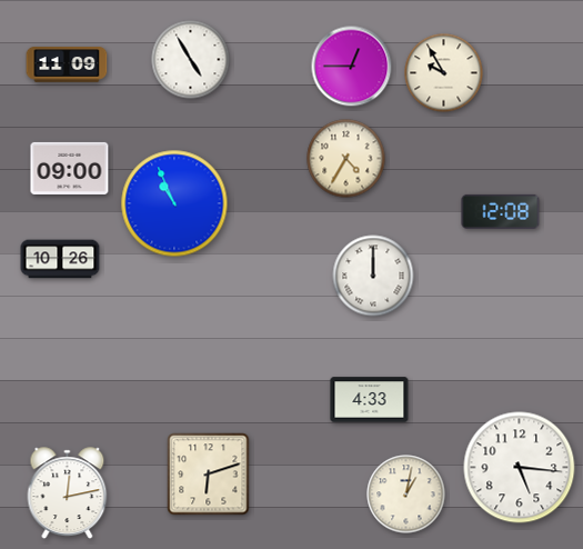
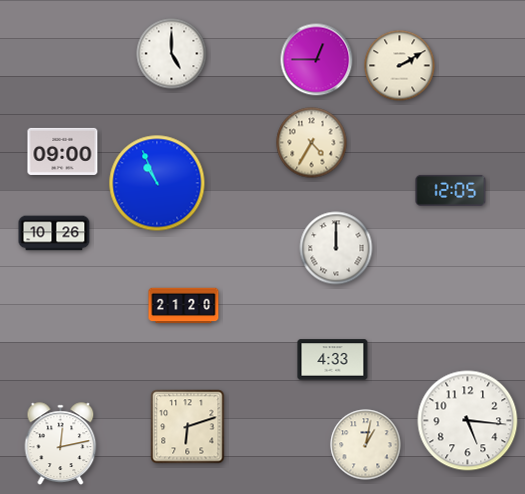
clock at (191, 60): 4:55 -> 5:00
clock at (67, 66): 11:09 -> none
clock at (444, 73): 9:55 -> 2:10
clock at (501, 211): 12:08 -> 12:05
clock at (184, 306): none -> 21:20
